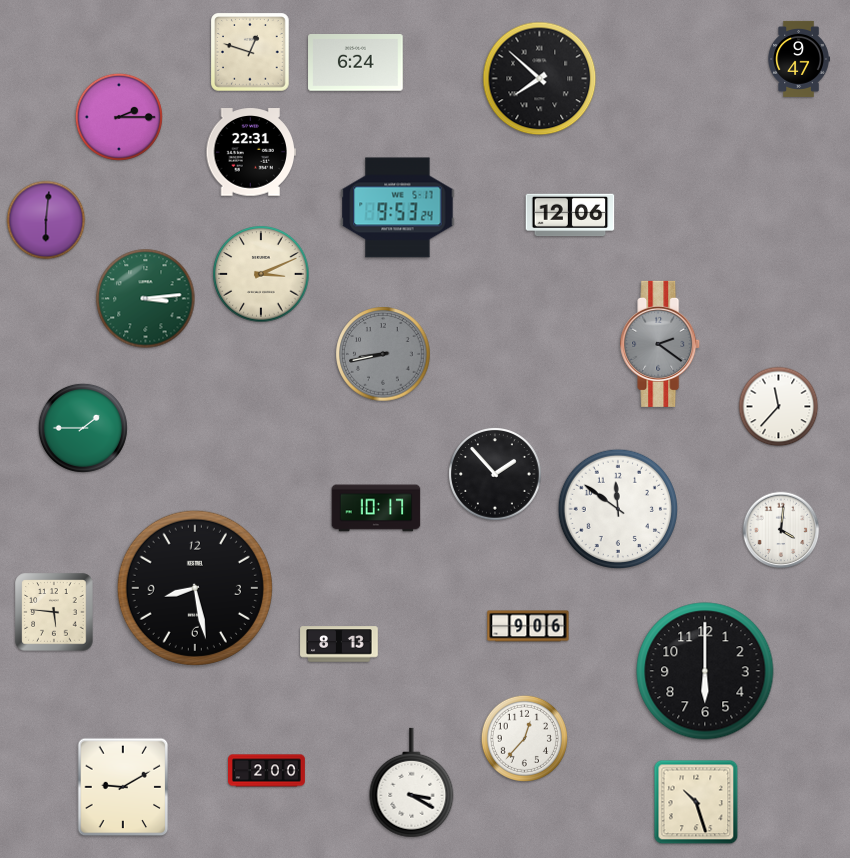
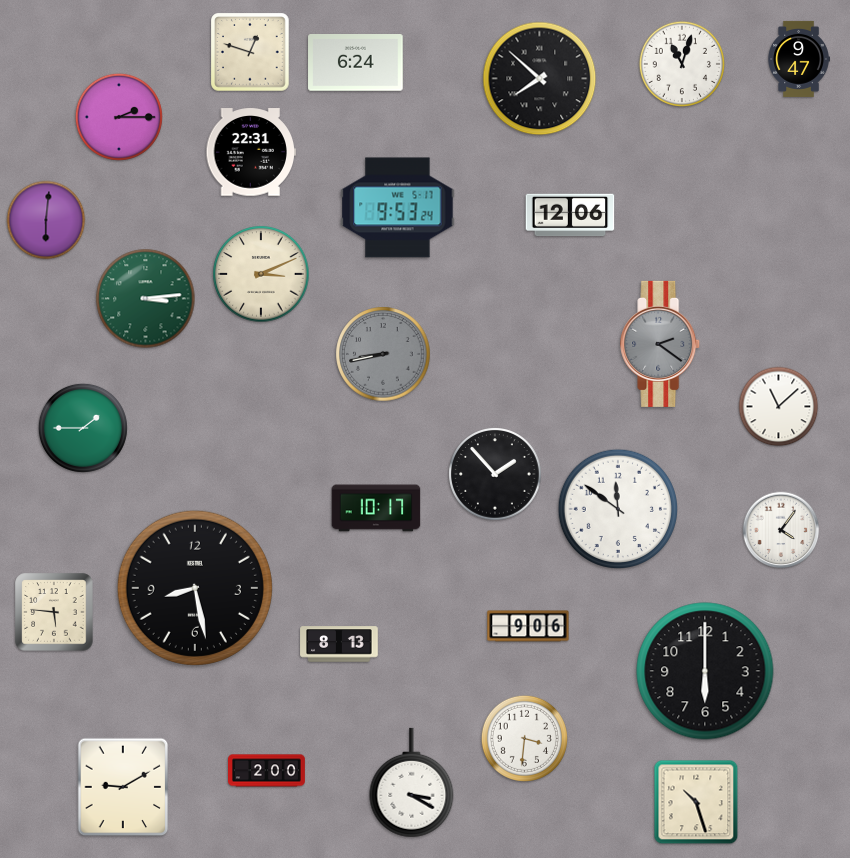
clock at (681, 63): none -> 11:03
clock at (779, 407): 11:37 -> 11:08
clock at (781, 530): 4:01 -> 4:06
clock at (524, 738): 12:37 -> 3:31
